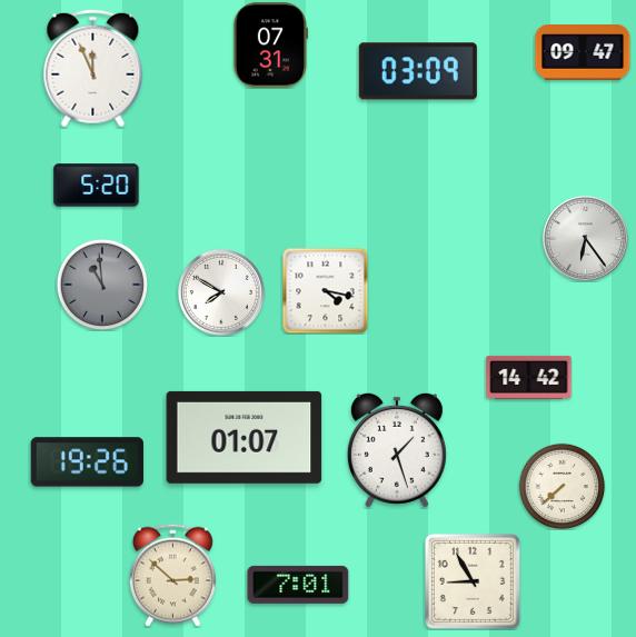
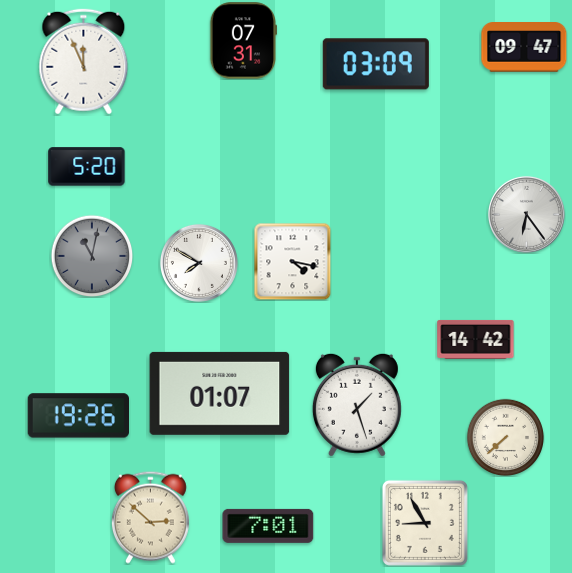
clock at (102, 285): 10:59 -> 11:02
clock at (172, 575) position: (172, 575) -> (150, 517)
